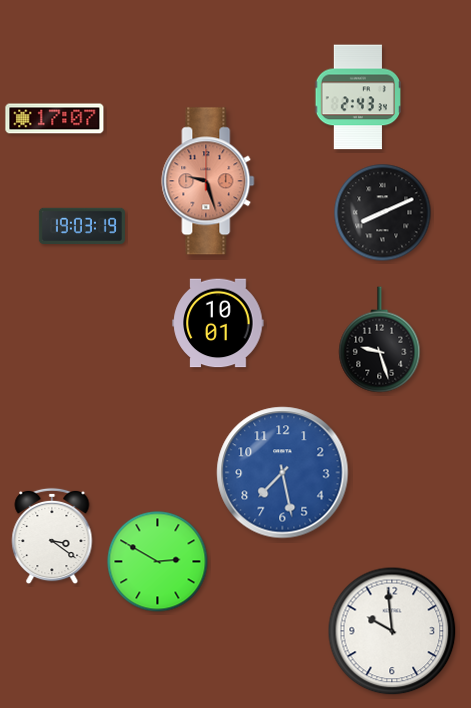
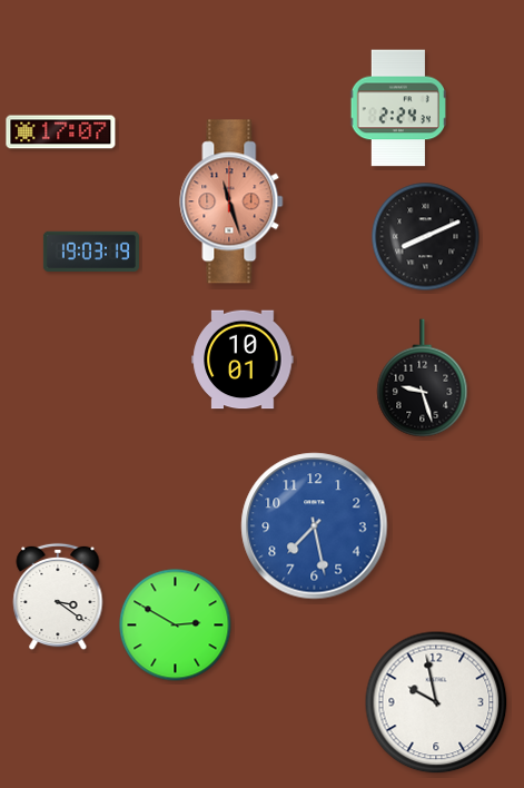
clock at (358, 97): 2:43 -> 2:24
clock at (208, 181): 9:27 -> 11:27
clock at (392, 631): 9:59 -> 9:58
